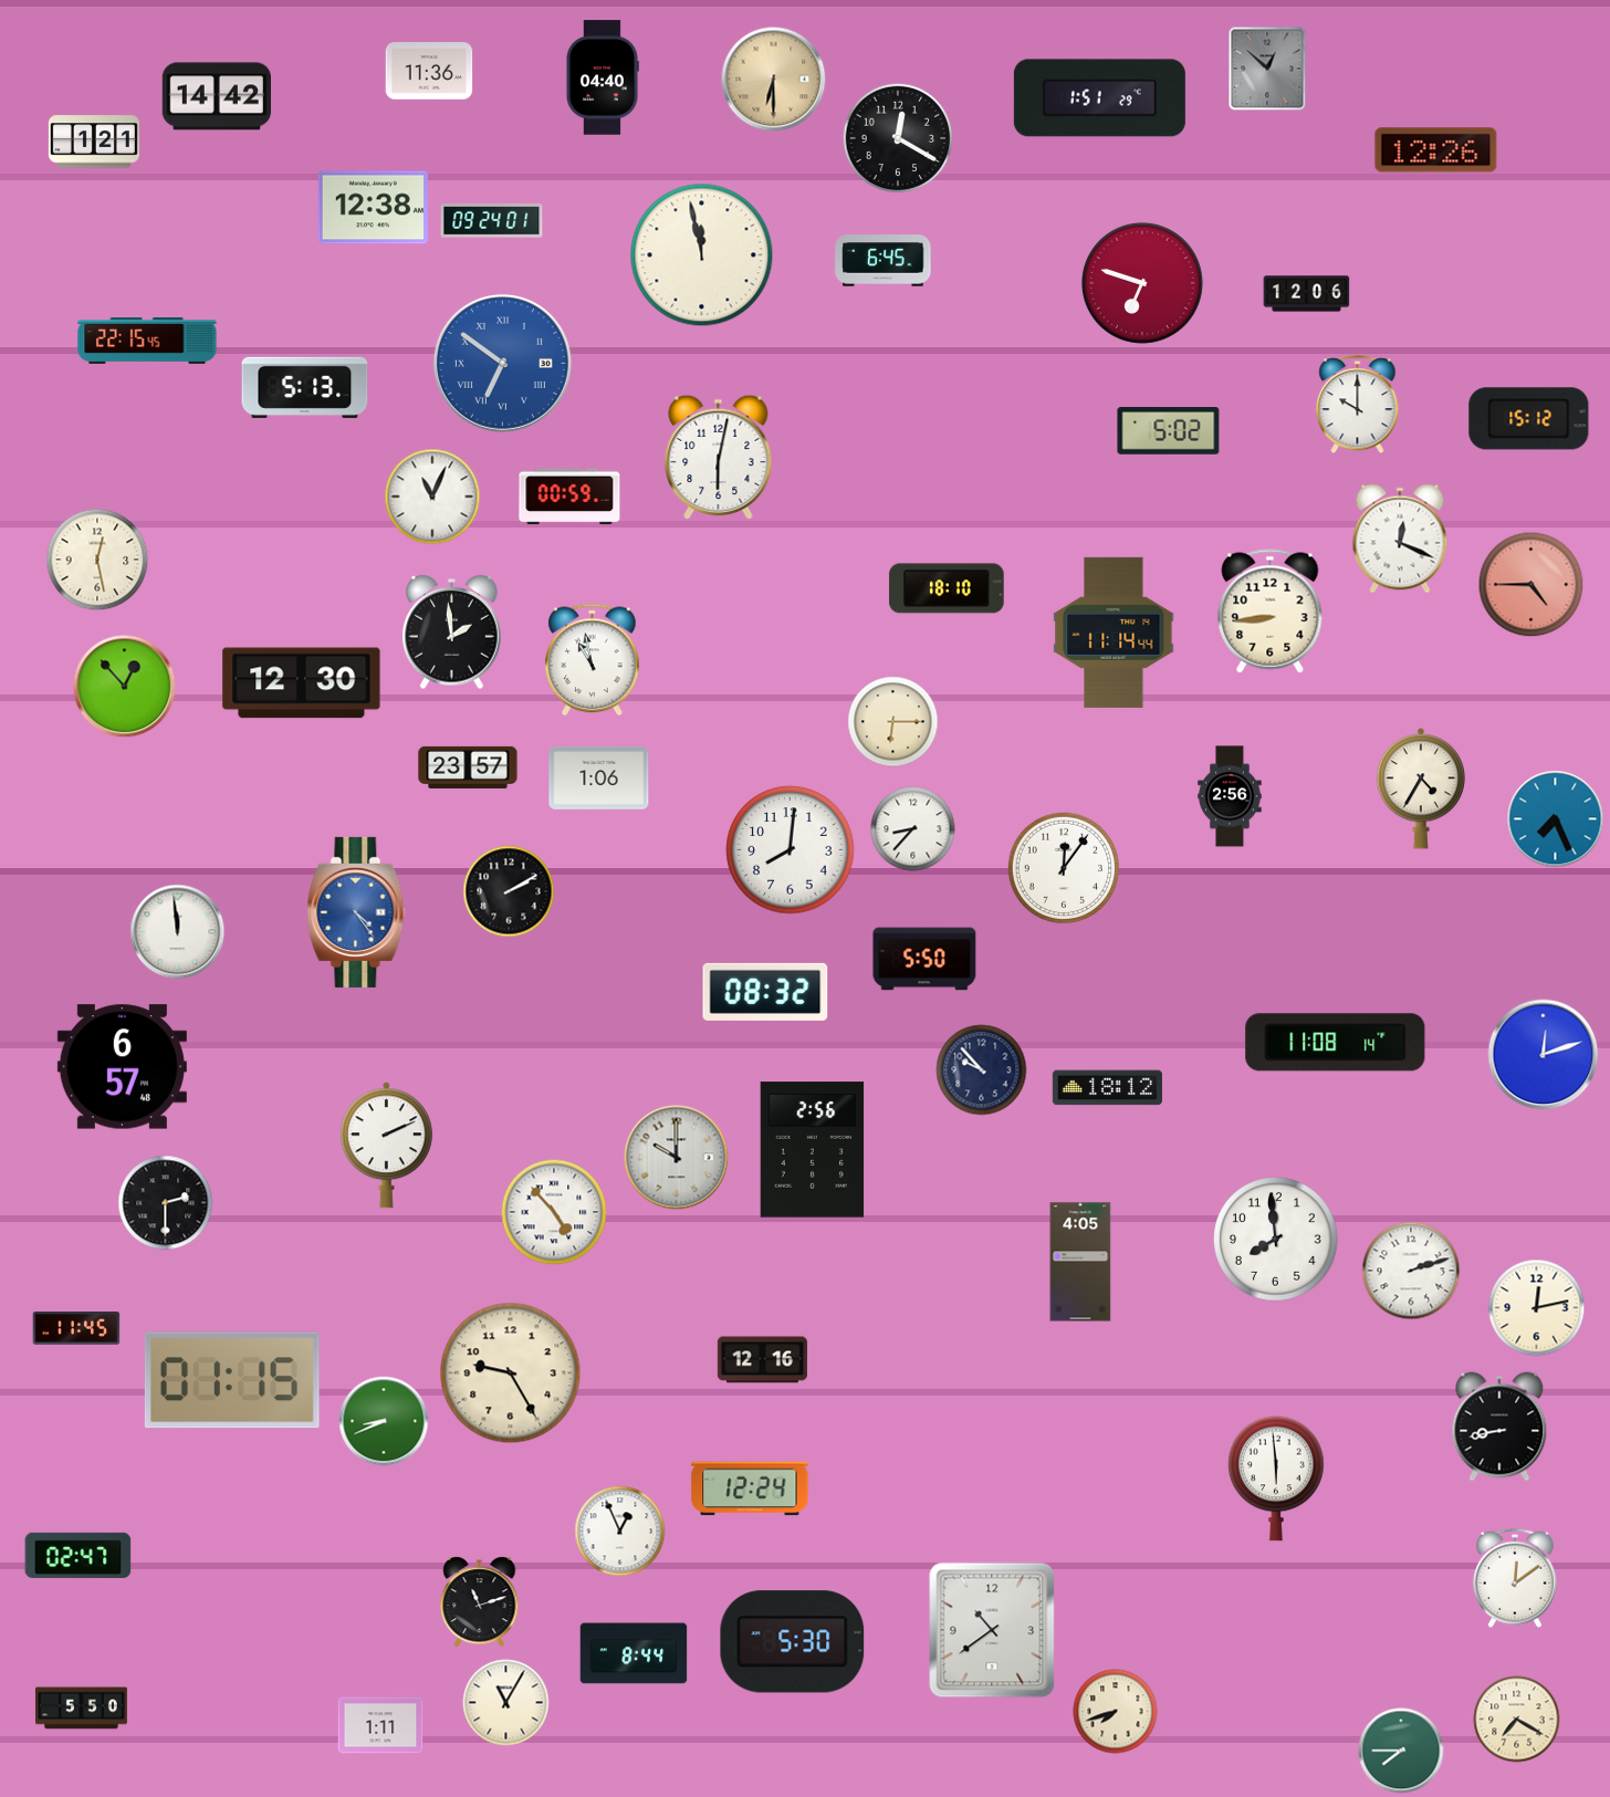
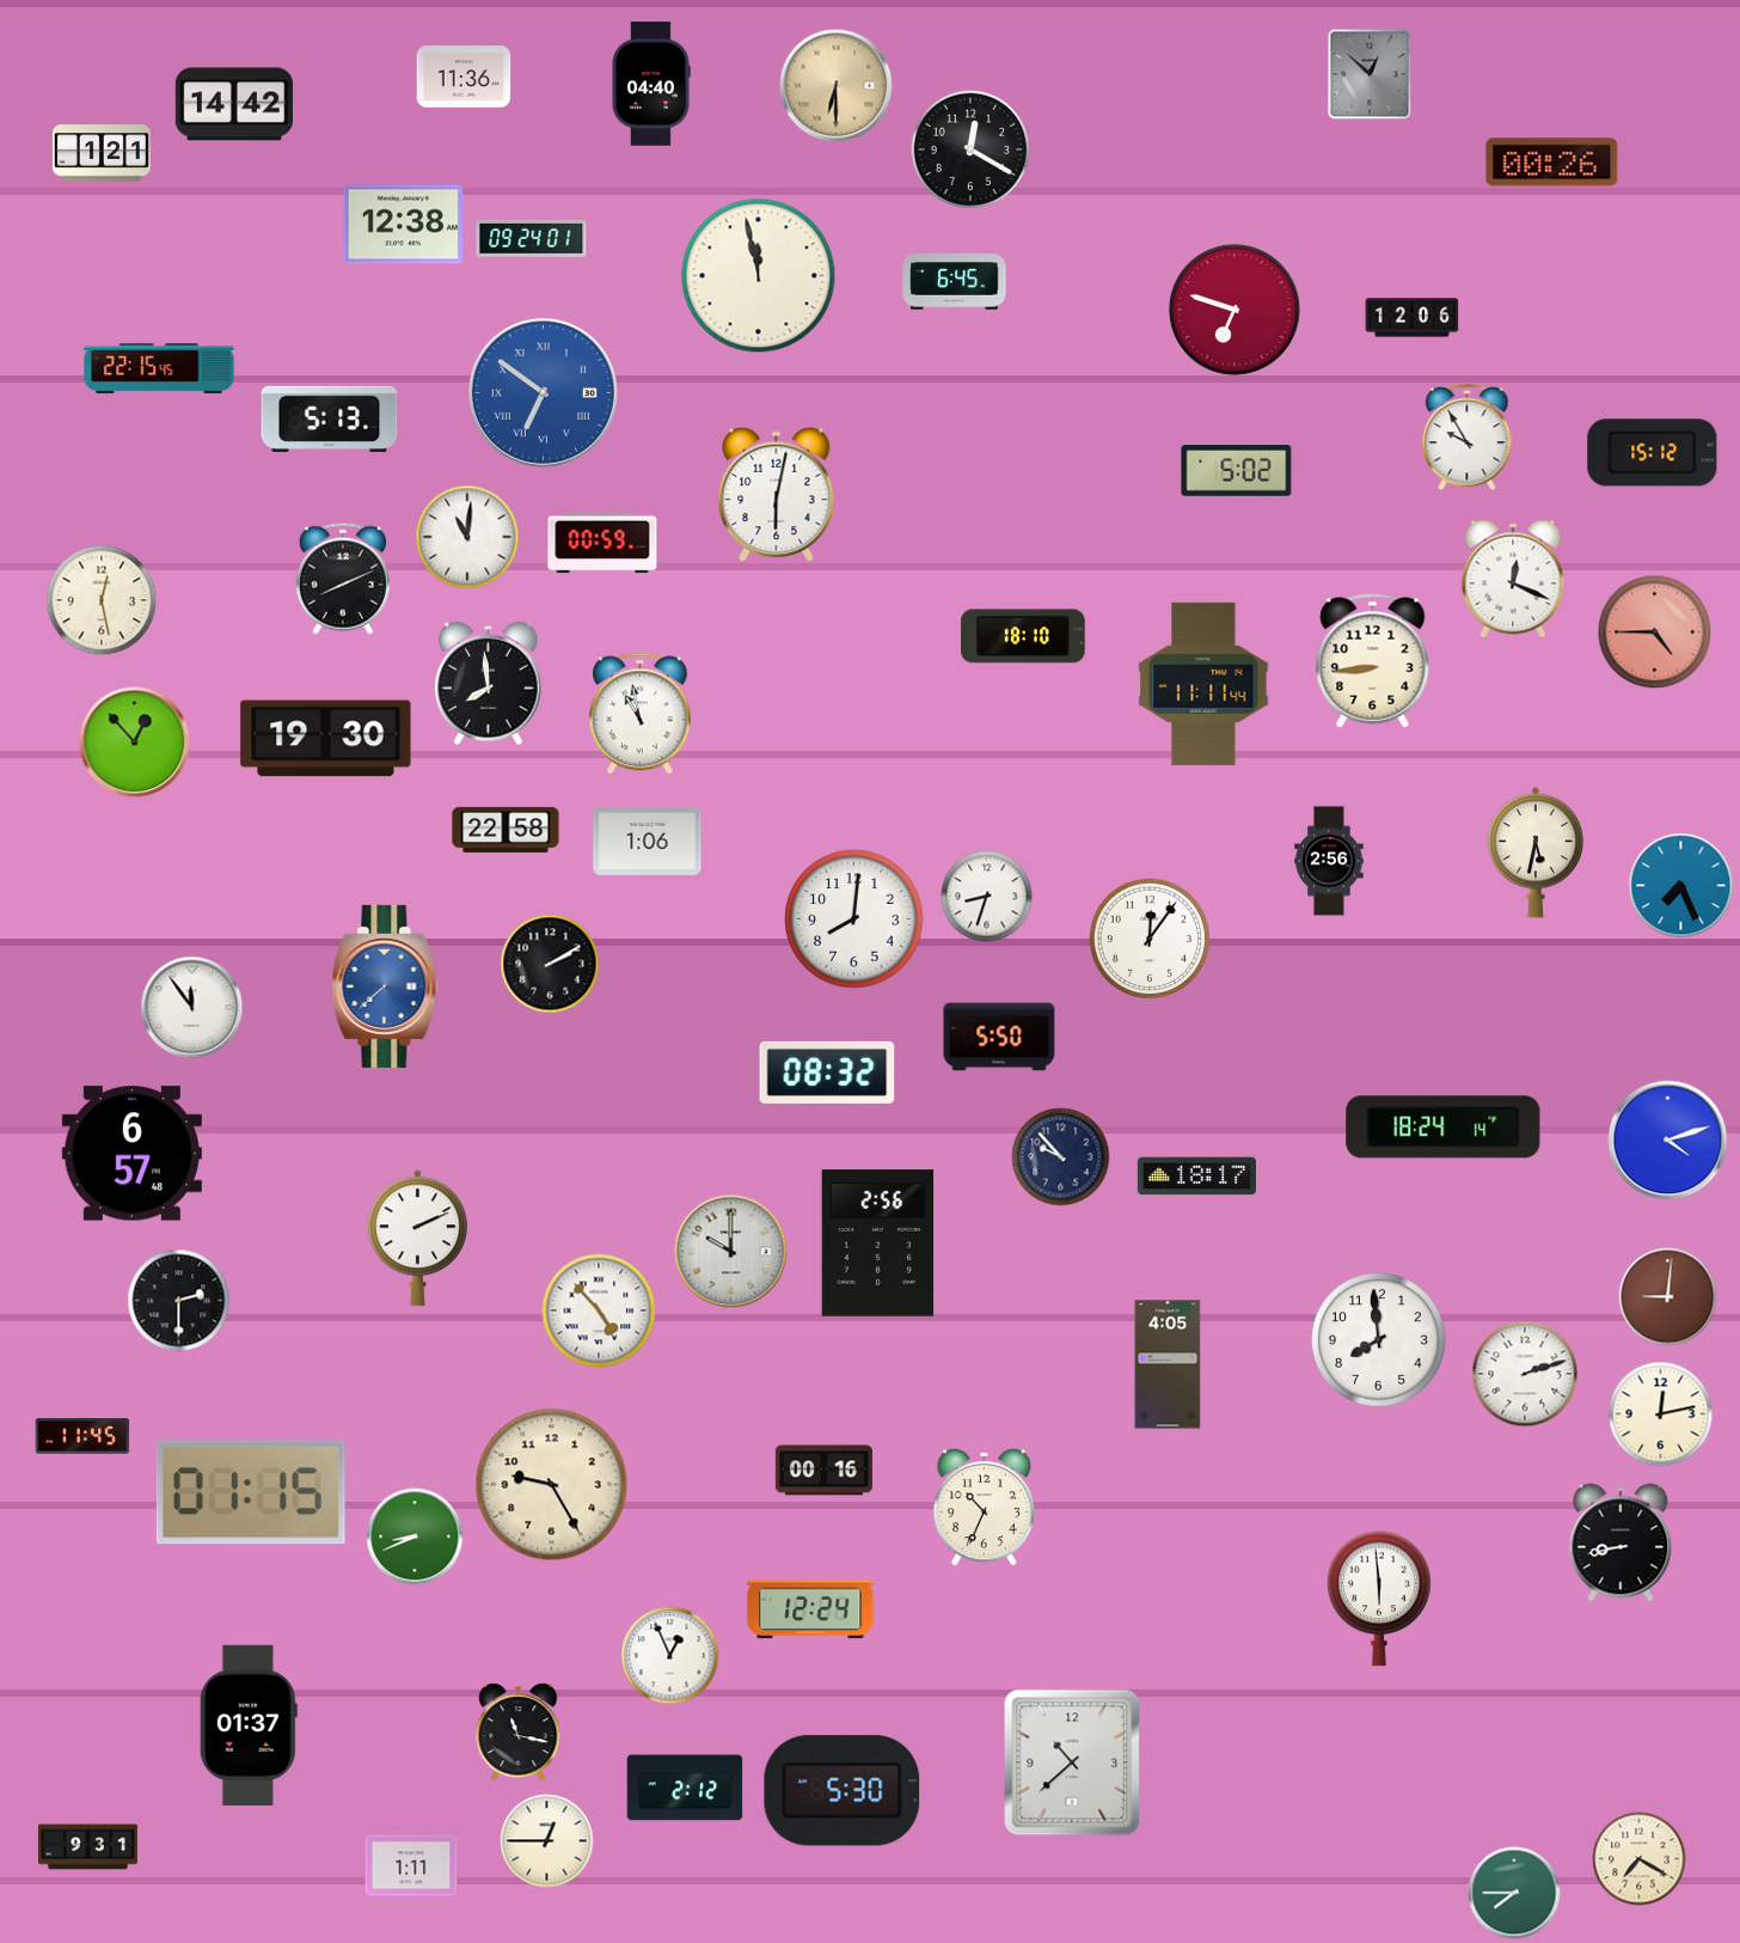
clock at (1099, 98): 1:51 -> none
clock at (1436, 150): 12:26 -> 00:26
clock at (1142, 283) position: (1142, 283) -> (1234, 310)
clock at (1358, 406): 10:00 -> 9:55
clock at (1169, 431) position: (1169, 431) -> (1237, 471)
clock at (432, 497): 11:04 -> 11:01
clock at (569, 497) position: (569, 497) -> (602, 543)
clock at (343, 579): none -> 8:11
clock at (1400, 539) position: (1400, 539) -> (1513, 579)
clock at (97, 560) position: (97, 560) -> (102, 600)
clock at (452, 633): 1:59 -> 7:59
clock at (1114, 633): 11:14 -> 11:11
clock at (302, 683): 12:30 -> 19:30
clock at (893, 722): 6:15 -> none
clock at (468, 767): 23:57 -> 22:58
clock at (1420, 788): 4:35 -> 5:32
clock at (913, 829): 8:37 -> 8:33
clock at (356, 912): 4:24 -> 7:38
clock at (178, 932): 11:59 -> 11:54
clock at (1336, 1043): 11:08 -> 18:24
clock at (1544, 1055): 12:12 -> 4:12
clock at (1107, 1088): 18:12 -> 18:17
clock at (1668, 1297): none -> 9:01
clock at (762, 1360): 12:16 -> 00:16
clock at (985, 1507): none -> 10:34
clock at (79, 1555): 02:47 -> none
clock at (1515, 1578): 12:09 -> none
clock at (249, 1724): none -> 01:37
clock at (480, 1602): 11:12 -> 11:17
clock at (992, 1630): 10:39 -> 10:38
clock at (793, 1642) position: (793, 1642) -> (843, 1791)
clock at (634, 1653): 8:44 -> 2:12
clock at (506, 1703): 11:05 -> 12:45
clock at (81, 1709): 5:50 -> 9:31
clock at (1116, 1712): 7:42 -> none
